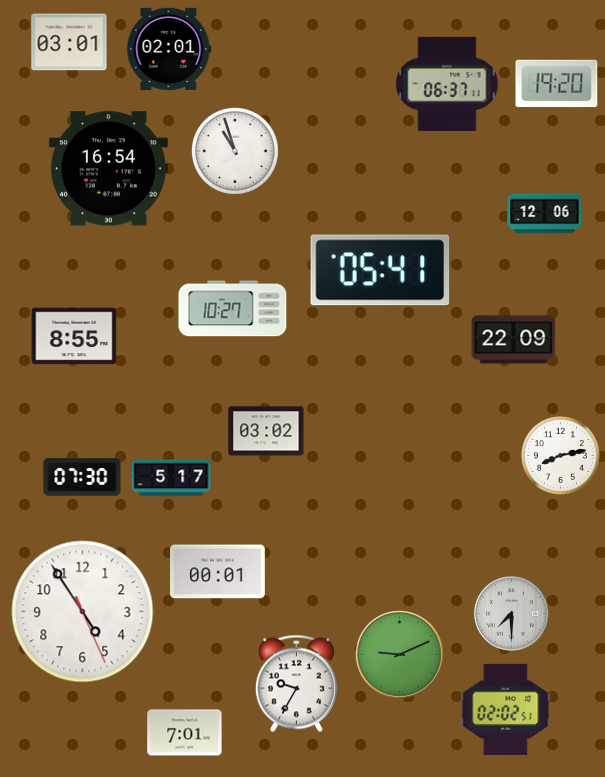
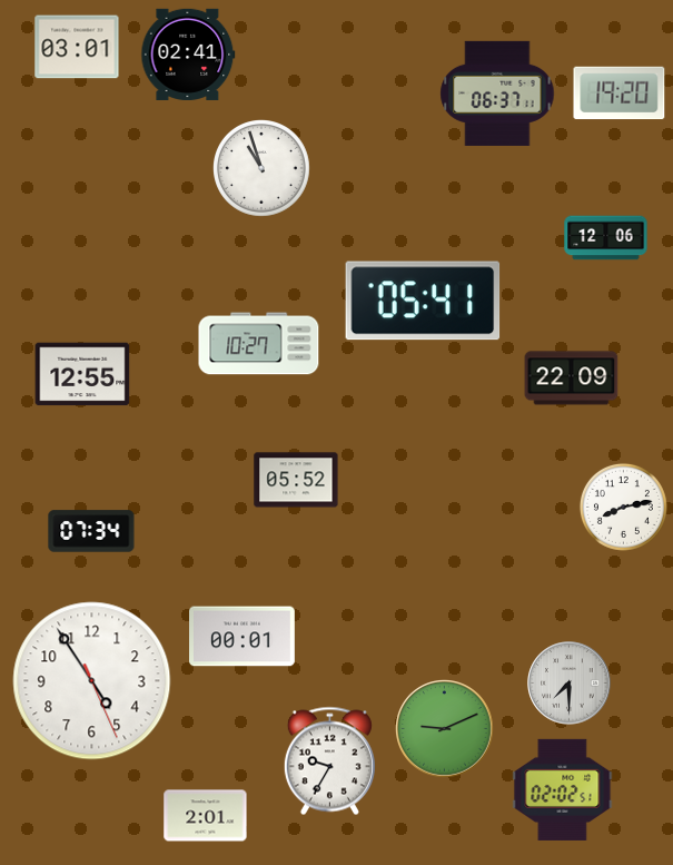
clock at (169, 49): 02:01 -> 02:41
clock at (108, 169): 16:54 -> none
clock at (74, 336): 8:55 -> 12:55
clock at (266, 431): 03:02 -> 05:52
clock at (82, 477): 07:30 -> 07:34
clock at (171, 478): 5:17 -> none
clock at (185, 733): 7:01 -> 2:01
